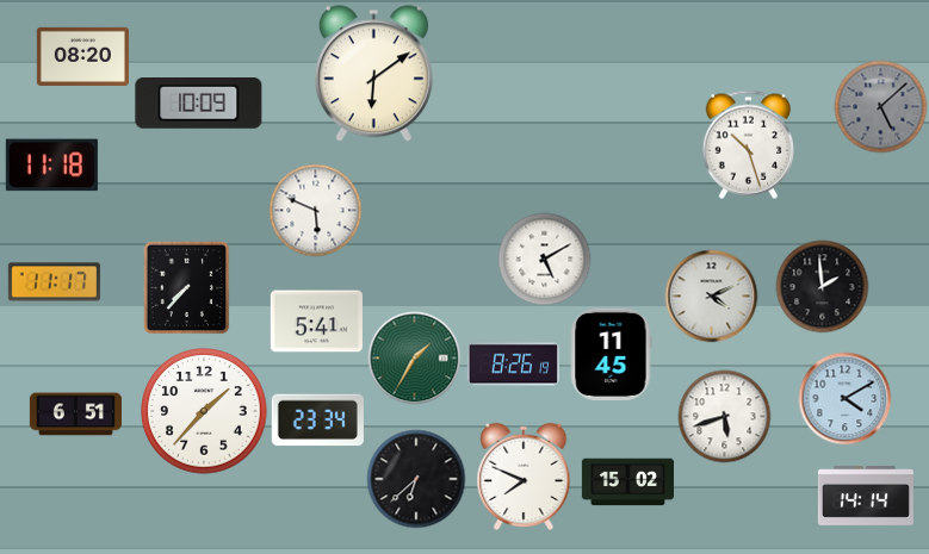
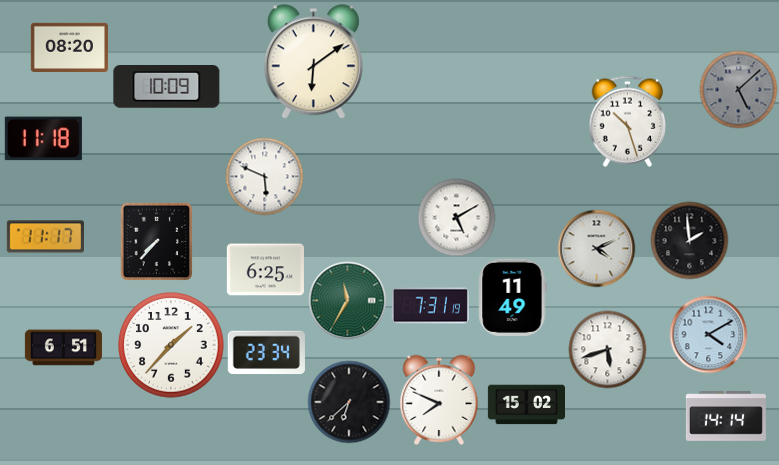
clock at (316, 322): 5:41 -> 6:25
clock at (612, 354): 11:45 -> 11:49
clock at (414, 357): 1:35 -> 11:35
clock at (513, 365): 8:26 -> 7:31
